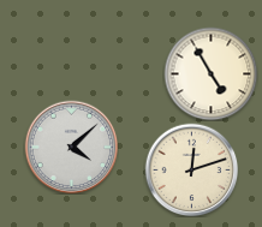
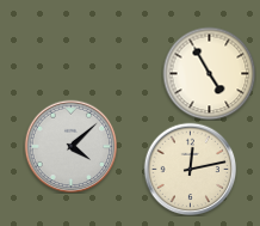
clock at (191, 169): 12:12 -> 12:13
